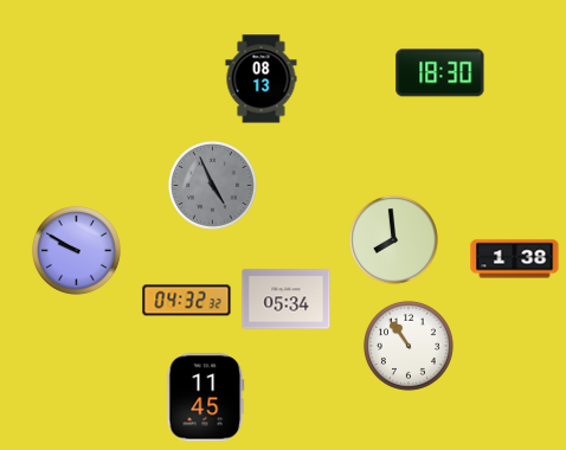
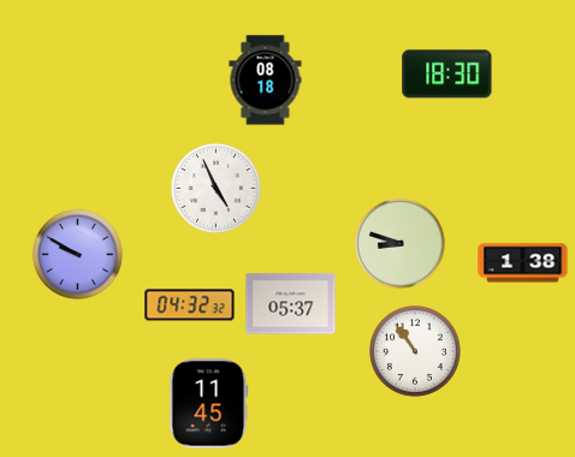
clock at (262, 79): 08:13 -> 08:18
clock at (212, 185) dial: grey -> white
clock at (393, 239): 7:59 -> 8:48
clock at (287, 300): 05:34 -> 05:37
